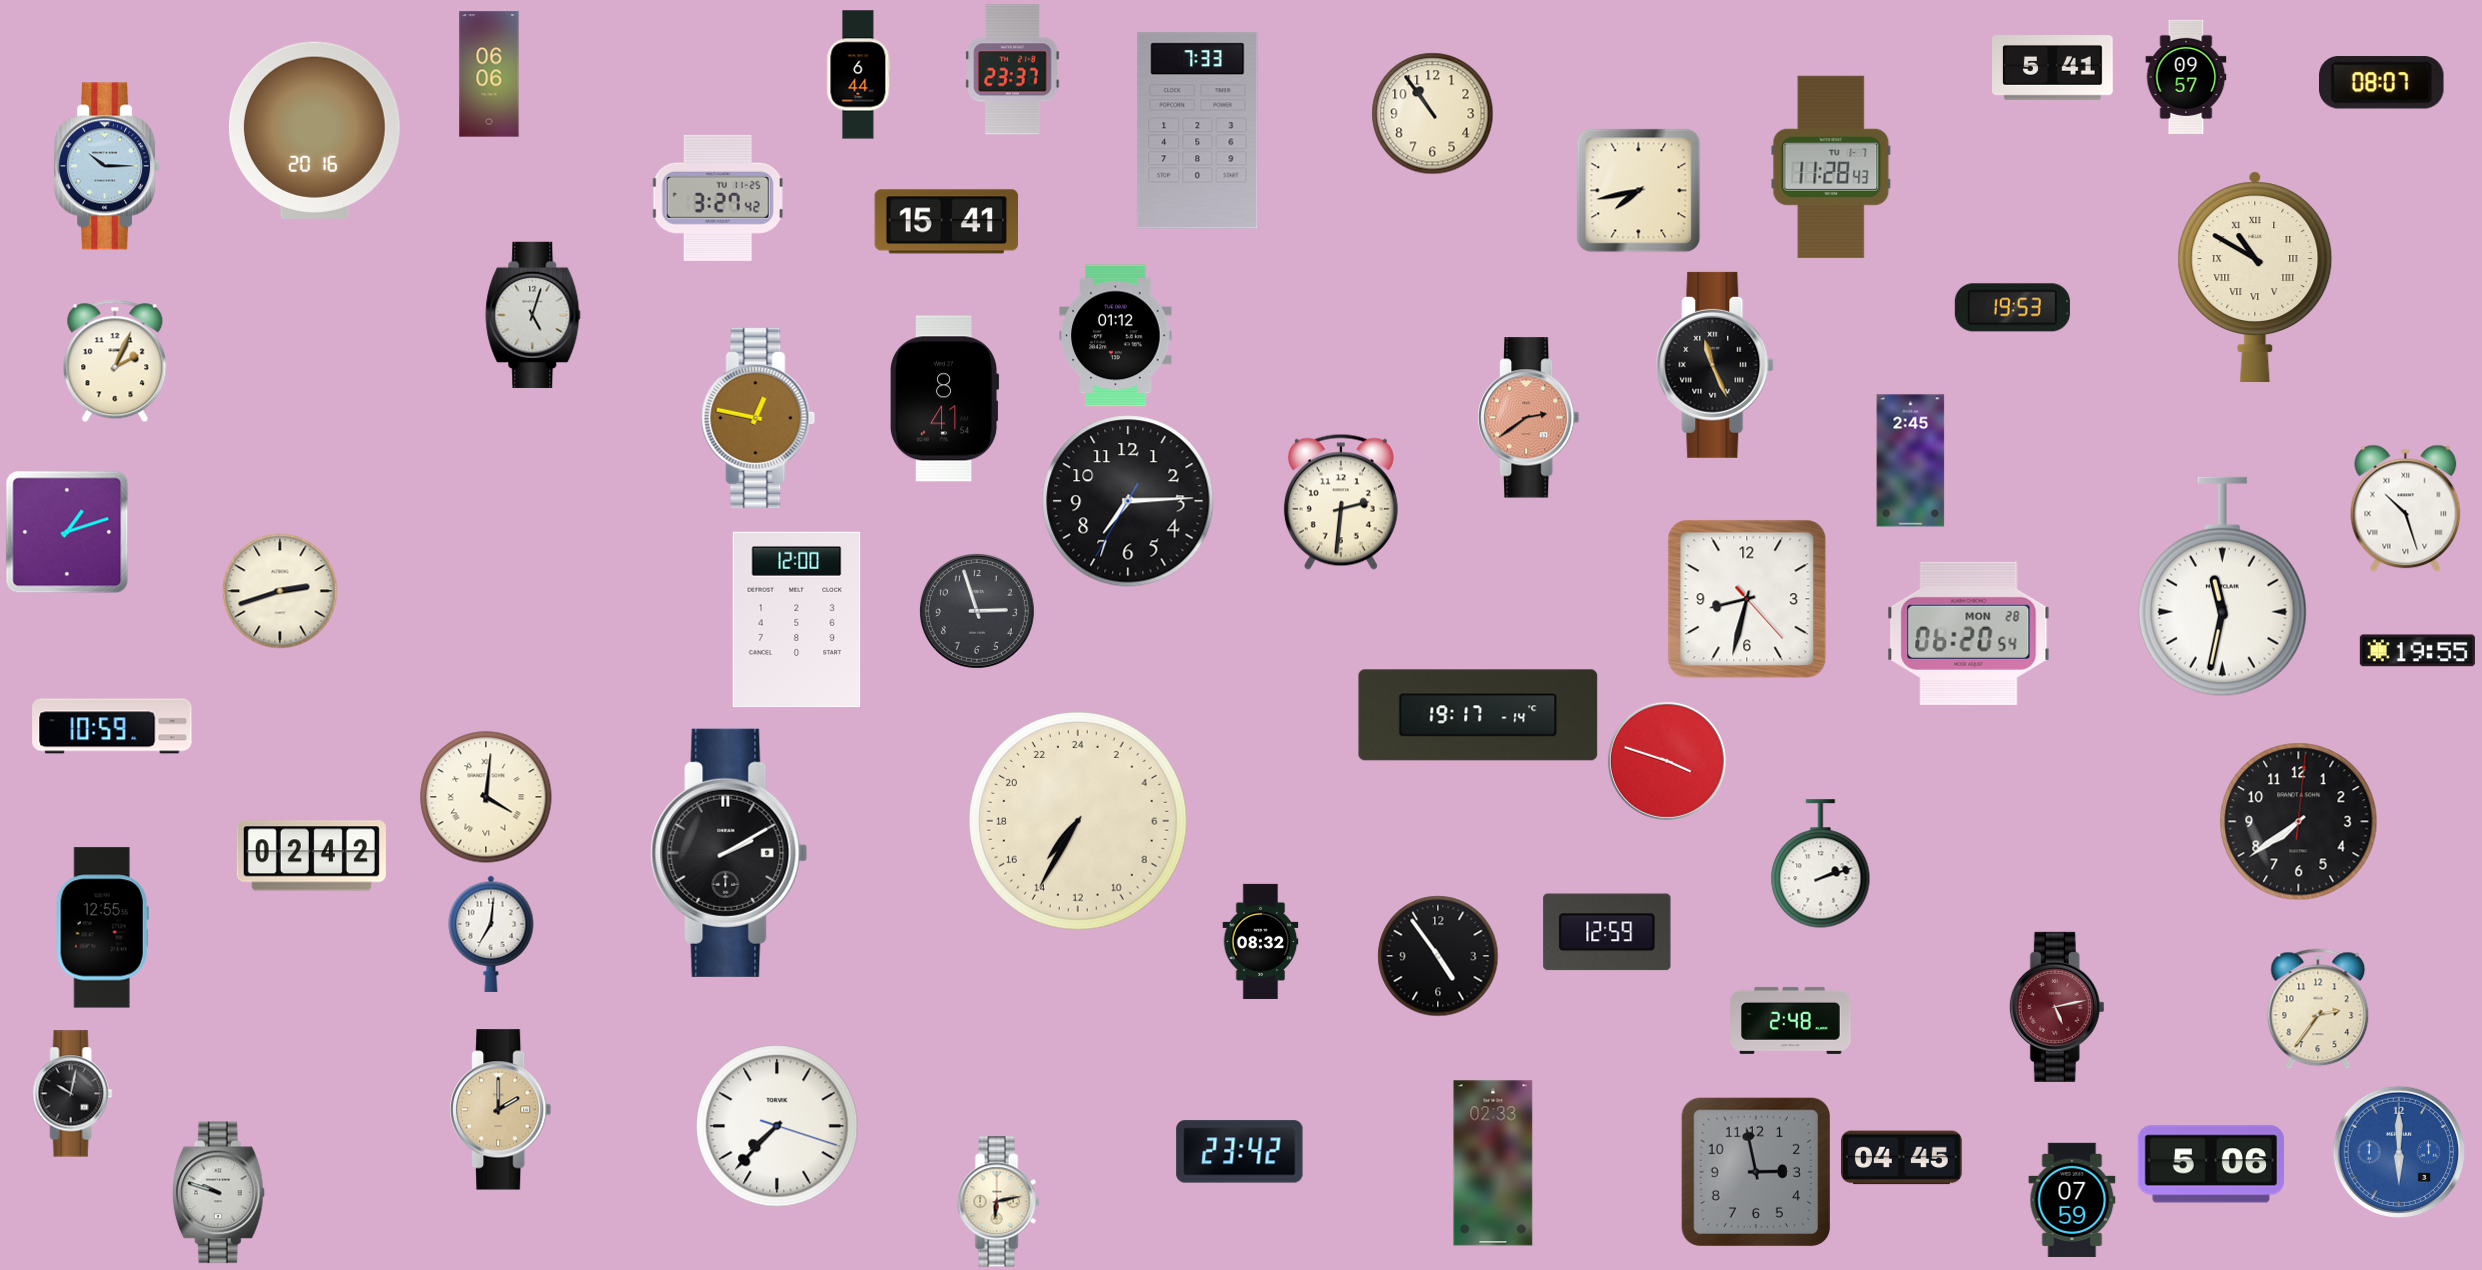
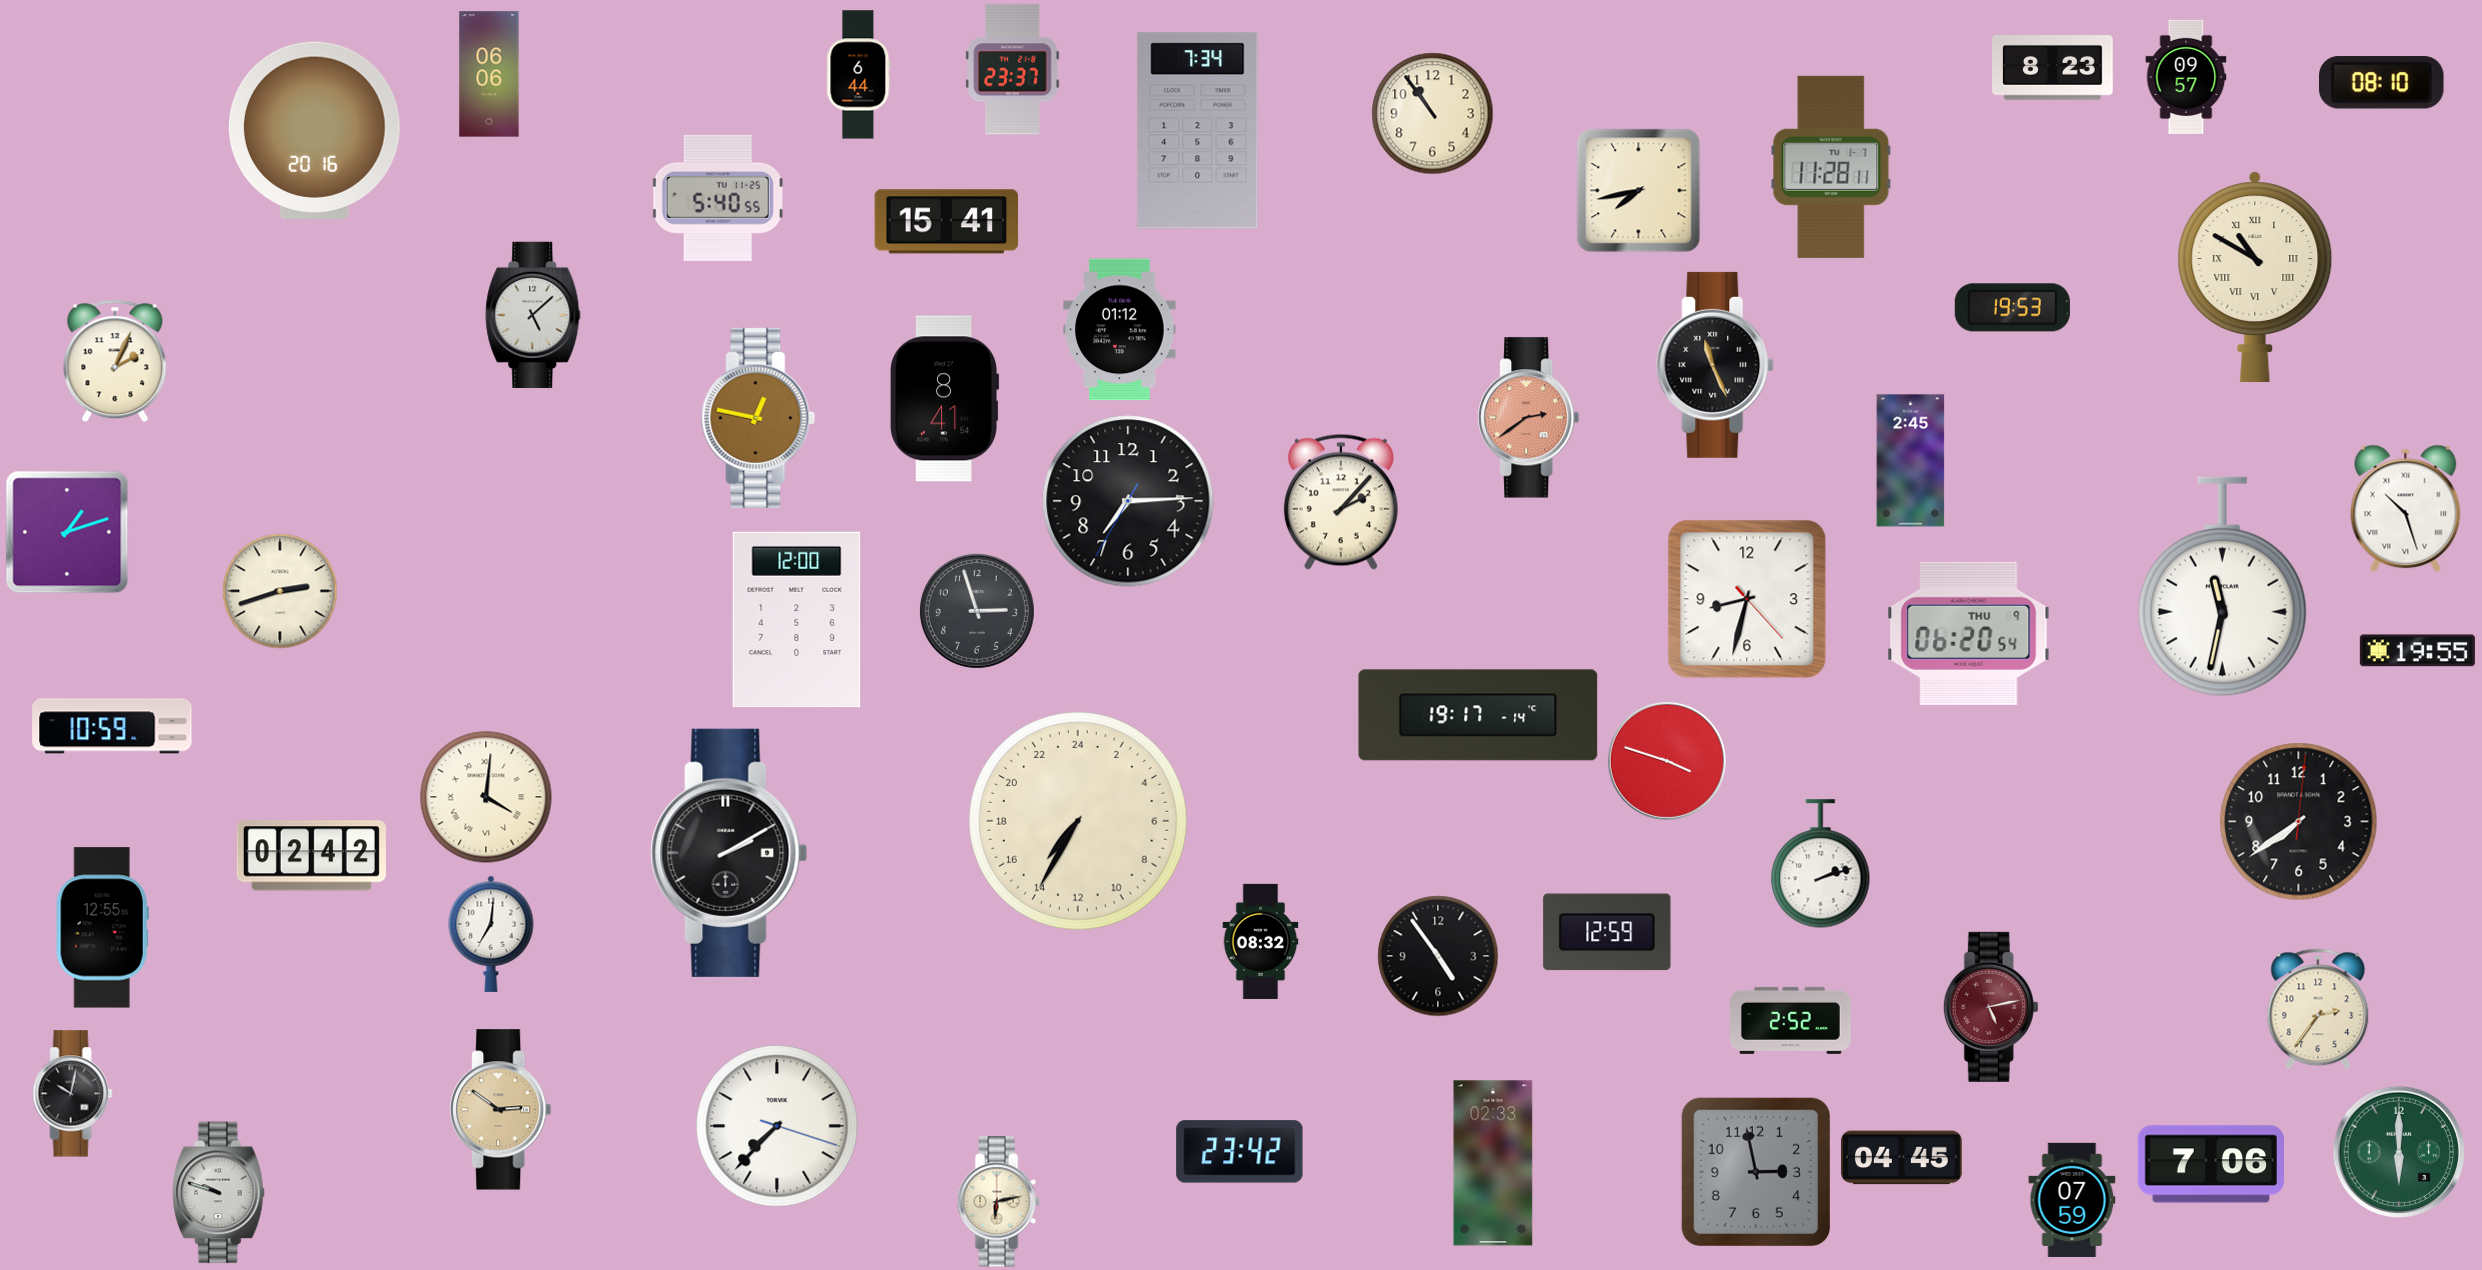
clock at (2053, 68): 5:41 -> 8:23
clock at (2382, 83): 08:07 -> 08:10
clock at (1198, 131): 7:33 -> 7:34
clock at (108, 166): 10:15 -> none
clock at (1831, 167): 11:28:43 -> 11:28:11
clock at (718, 198): 3:27 -> 5:40
clock at (533, 315): 5:03 -> 5:08
clock at (1116, 336) position: (1116, 336) -> (1120, 330)
clock at (1341, 502): 2:31 -> 2:07
clock at (1969, 633) date: MON 28 -> THU 9
clock at (2057, 1007) position: (2057, 1007) -> (1991, 1007)
clock at (1791, 1020): 2:48 -> 2:52
clock at (501, 1110): 2:00 -> 2:51
clock at (2399, 1152) dial: blue -> green
clock at (2210, 1164): 5:06 -> 7:06
